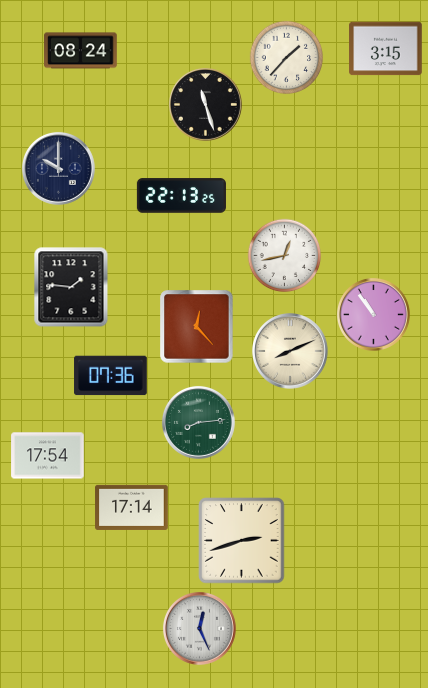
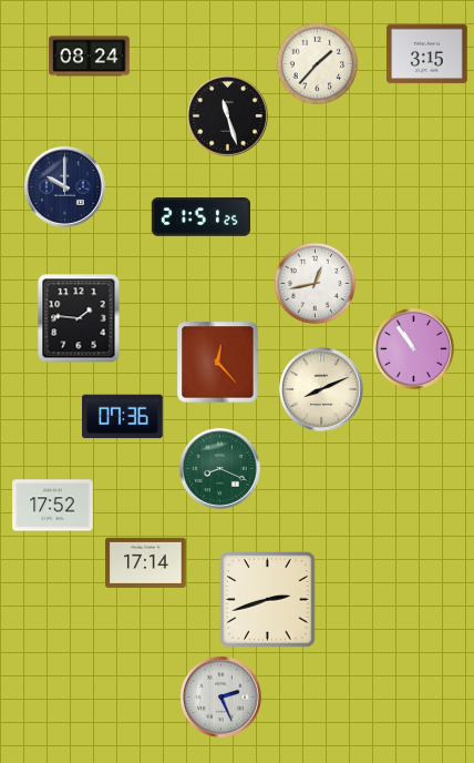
clock at (181, 196): 22:13 -> 21:51
clock at (198, 422): 8:14 -> 8:19
clock at (48, 456): 17:54 -> 17:52
clock at (199, 628): 12:26 -> 2:26
